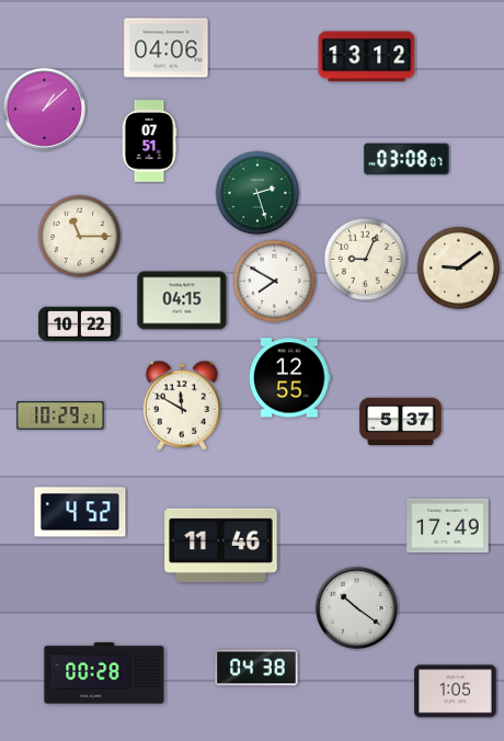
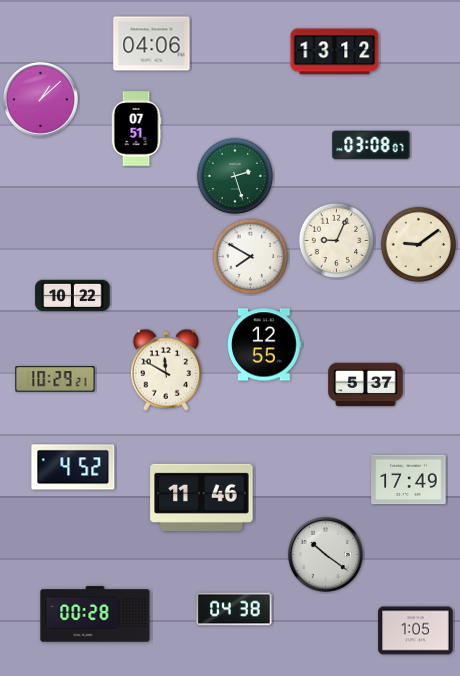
clock at (80, 237): 11:15 -> none
clock at (366, 260) position: (366, 260) -> (337, 241)
clock at (182, 300): 04:15 -> none
